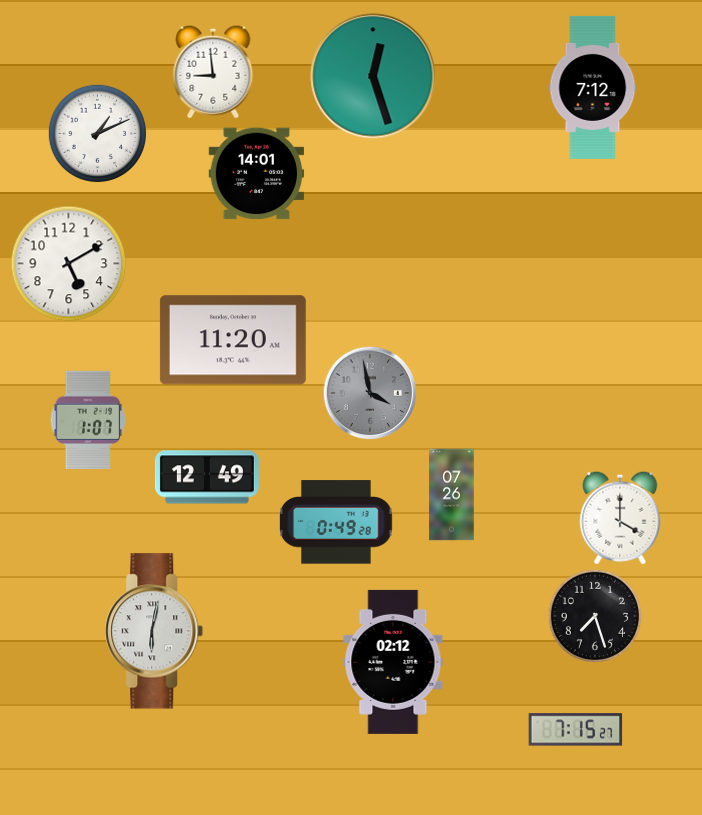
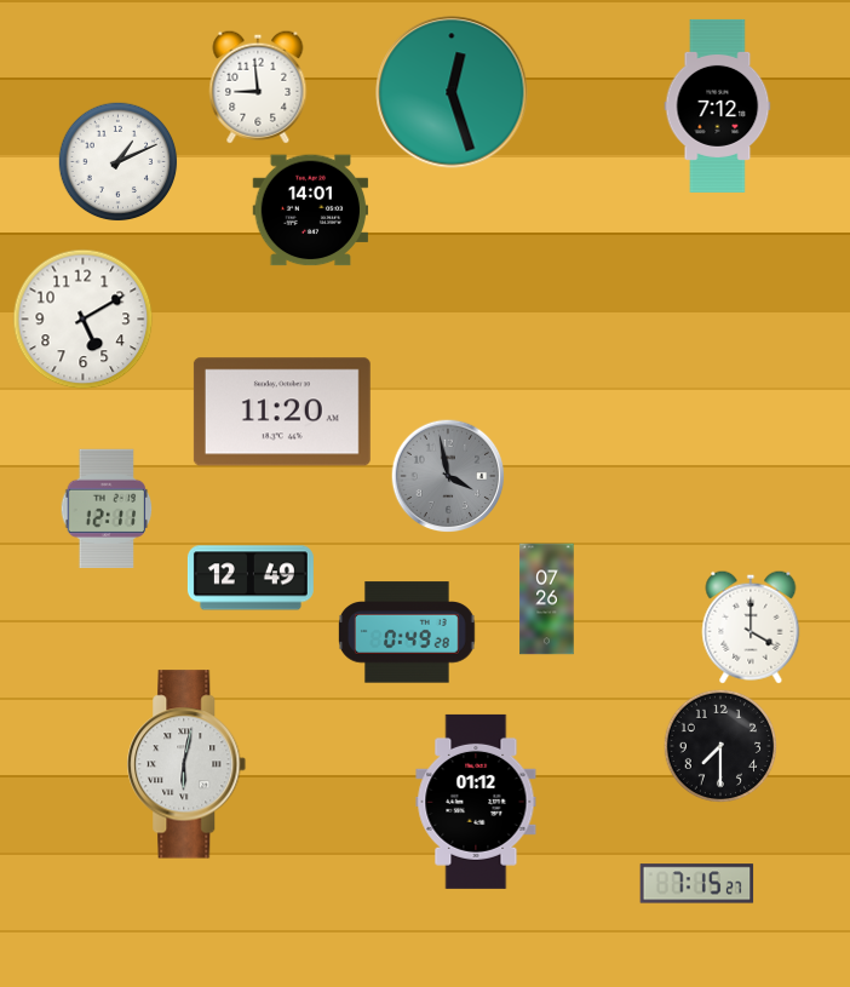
clock at (88, 420): 1:07 -> 12:11
clock at (594, 615): 7:27 -> 7:30
clock at (393, 662): 02:12 -> 01:12
